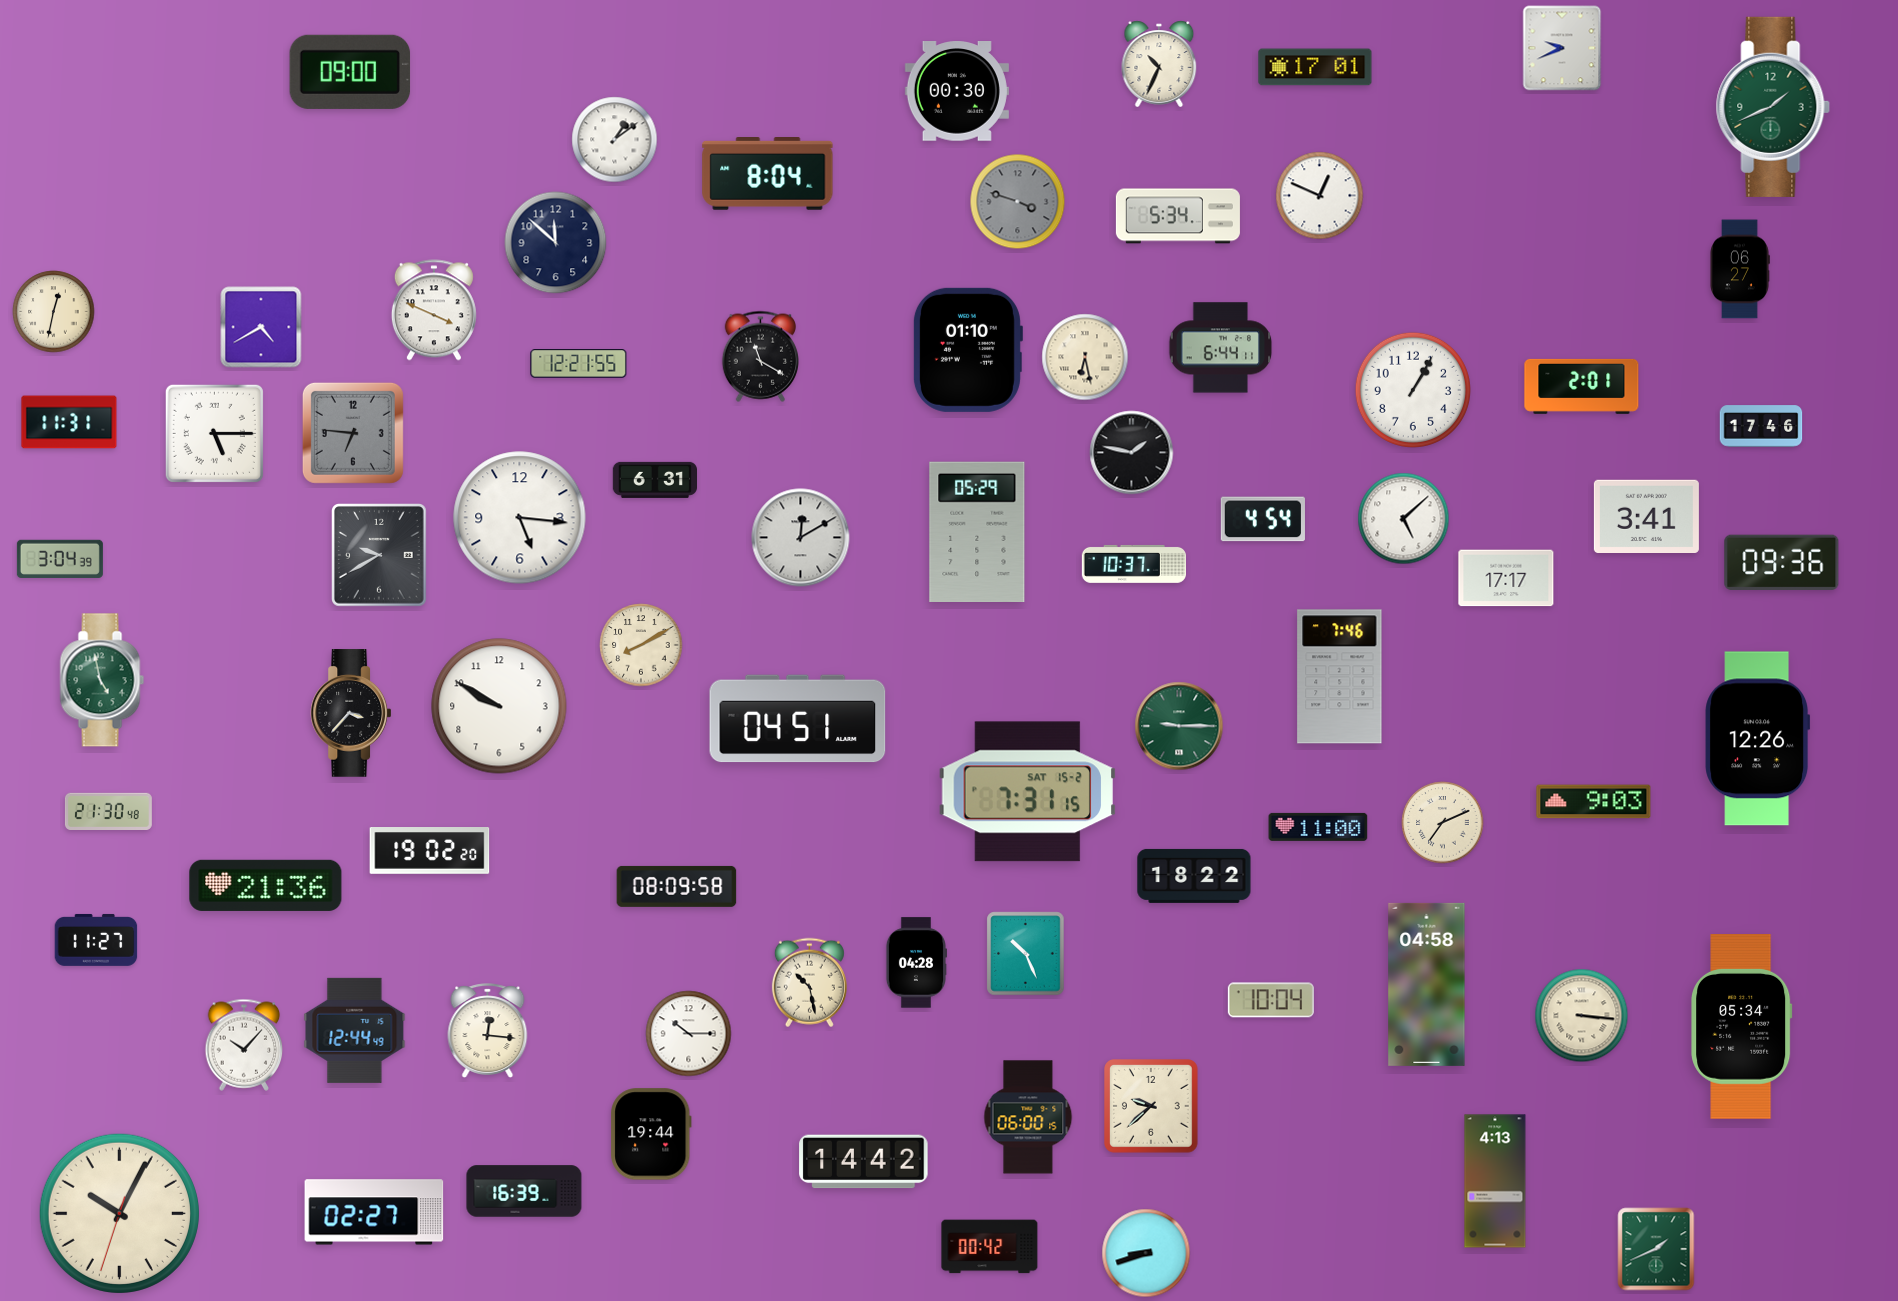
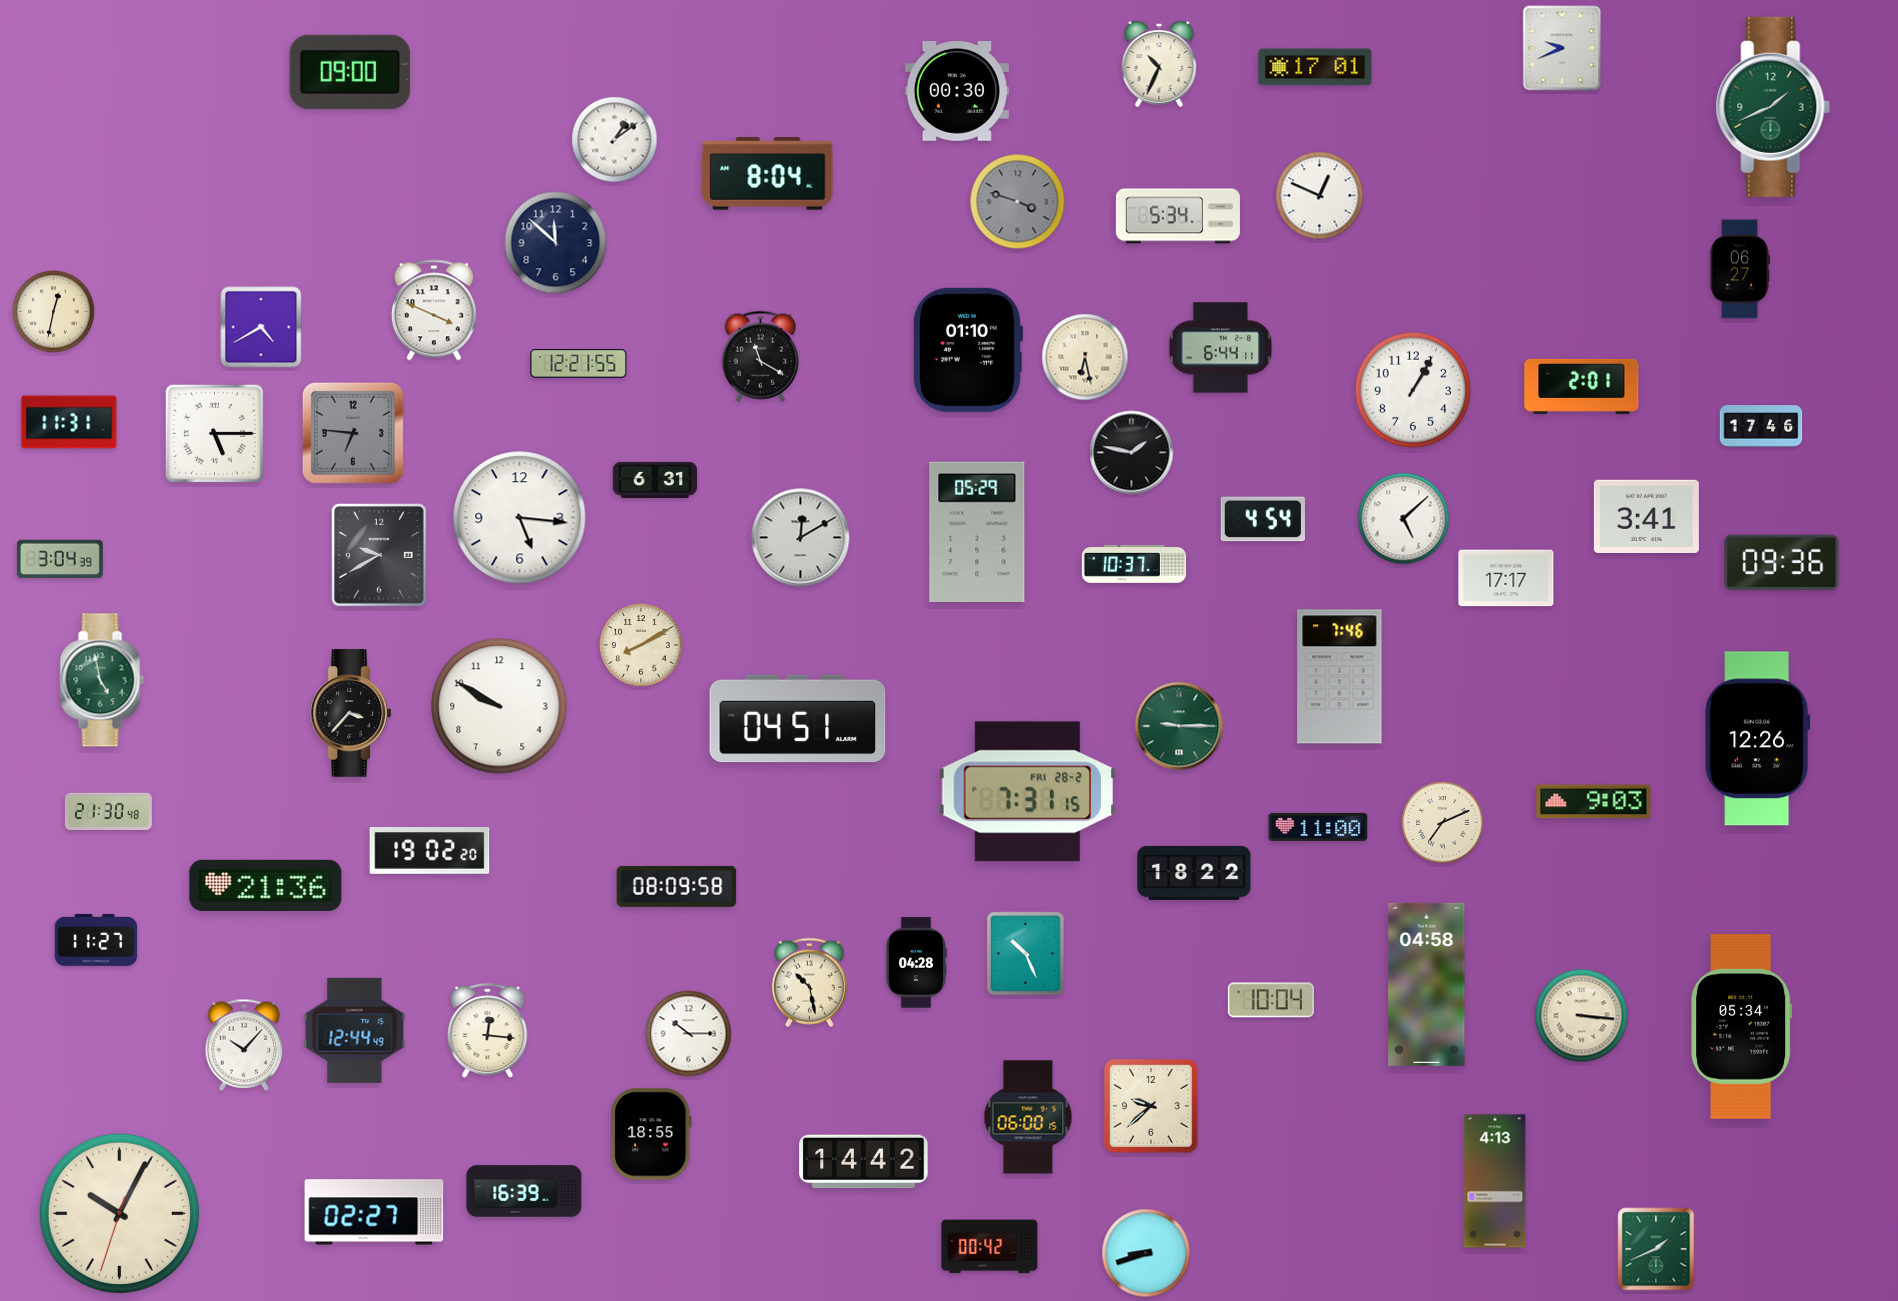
clock at (1027, 792) date: SAT 15-2 -> FRI 28-2
clock at (1194, 876) position: (1194, 876) -> (1194, 873)
clock at (651, 1134): 19:44 -> 18:55
